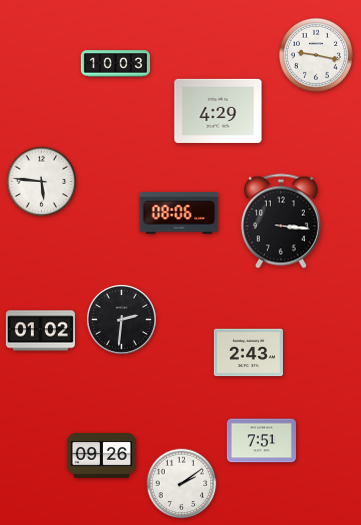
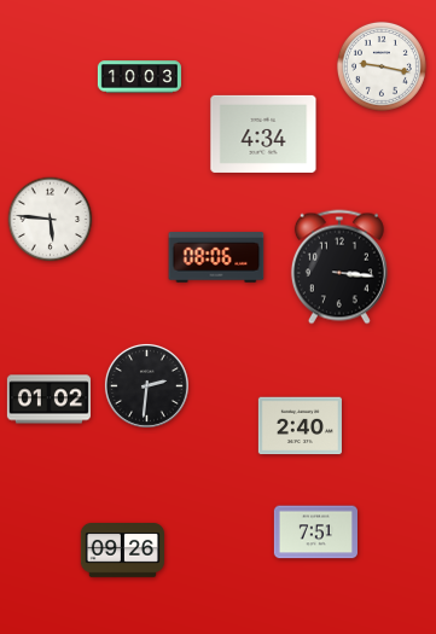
clock at (218, 111): 4:29 -> 4:34
clock at (248, 353): 2:43 -> 2:40
clock at (182, 484): 2:09 -> none
